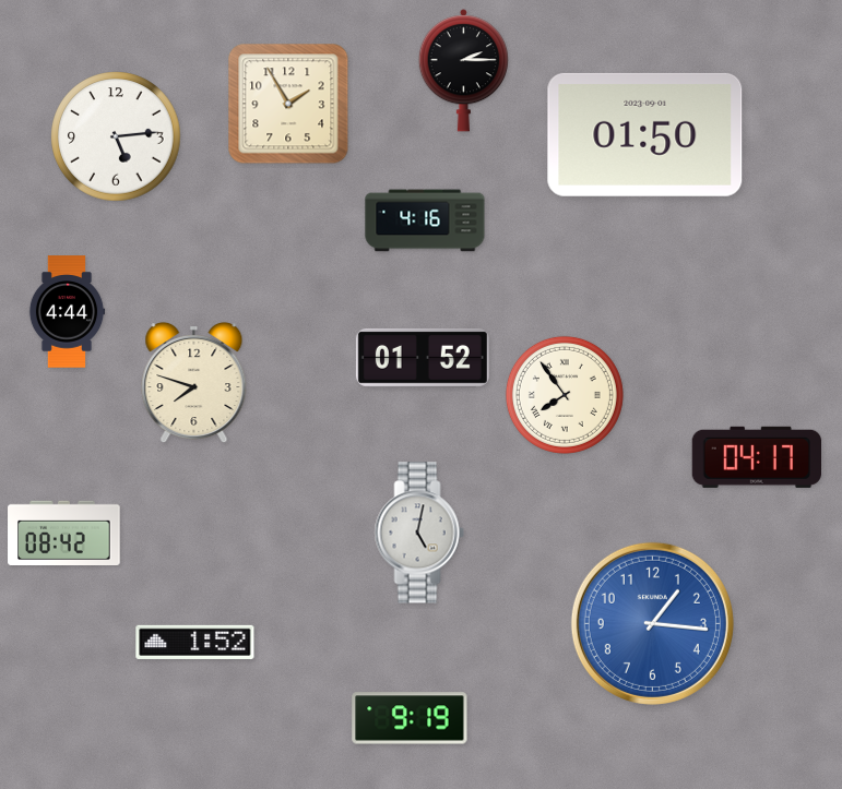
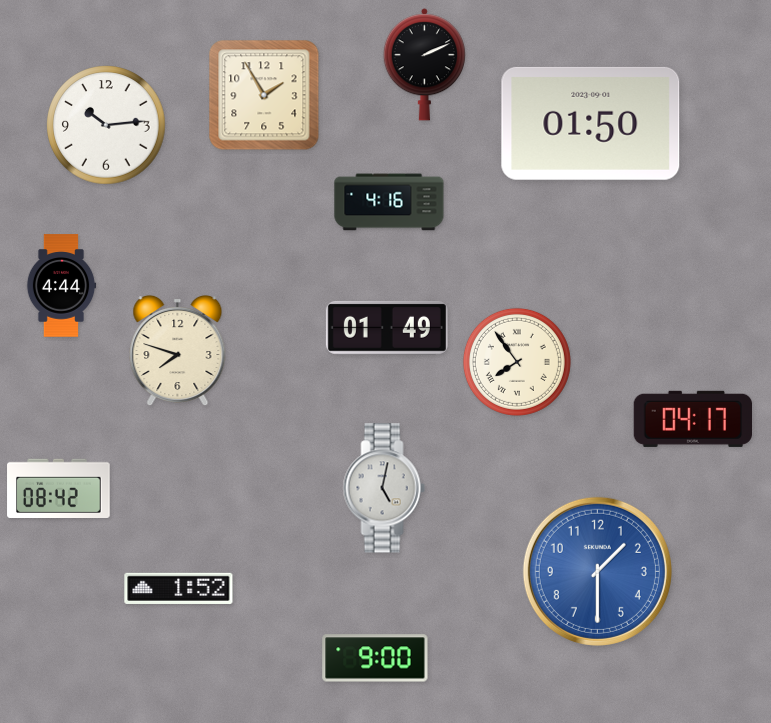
clock at (463, 71): 2:15 -> 2:11
clock at (116, 136): 5:14 -> 10:14
clock at (423, 358): 01:52 -> 01:49
clock at (652, 623): 1:16 -> 1:30
clock at (410, 718): 9:19 -> 9:00
